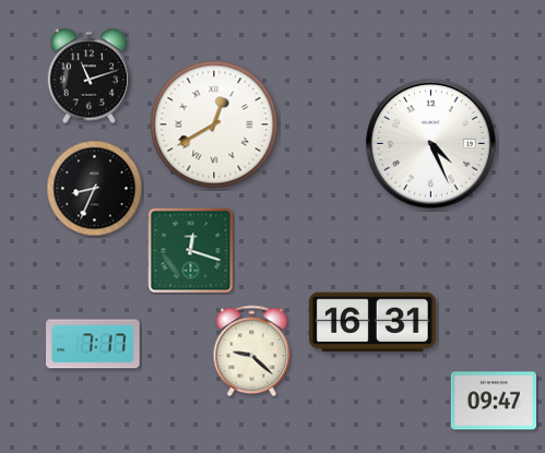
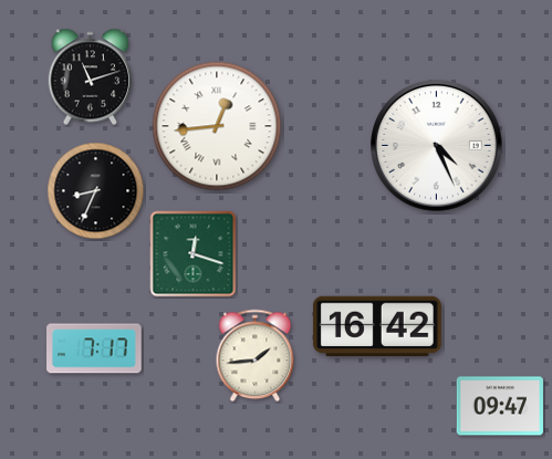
clock at (214, 124): 12:40 -> 12:44
clock at (372, 322): 16:31 -> 16:42
clock at (252, 351): 9:22 -> 1:44
